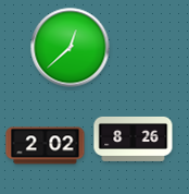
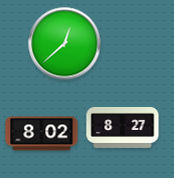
clock at (134, 138): 8:26 -> 8:27
clock at (46, 146): 2:02 -> 8:02
